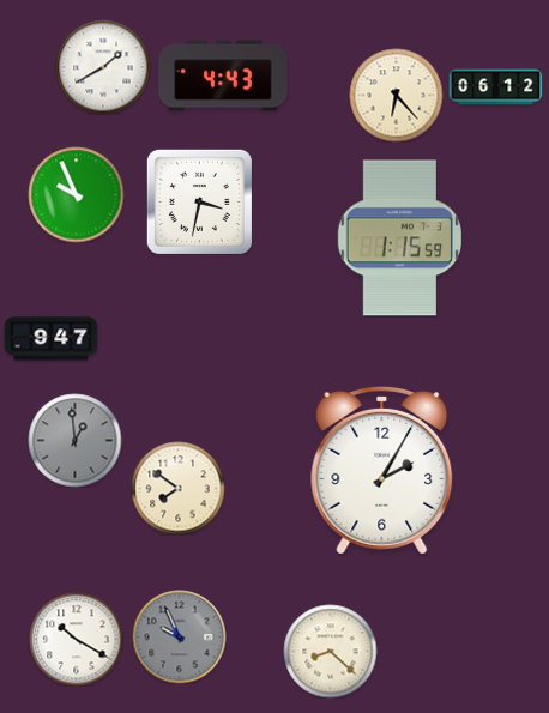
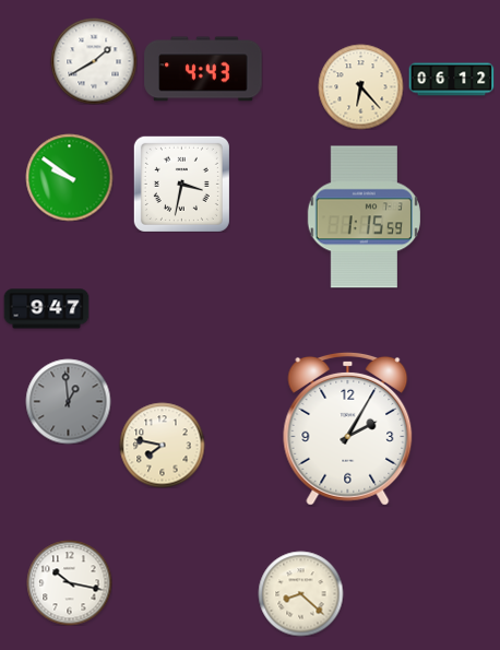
clock at (76, 194): 9:56 -> 9:51
clock at (177, 488): 7:51 -> 7:47
clock at (179, 636): 9:56 -> none
clock at (76, 639): 10:20 -> 10:17
